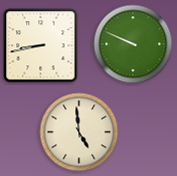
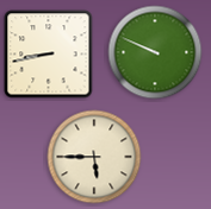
clock at (133, 44) position: (133, 44) -> (155, 52)
clock at (79, 132): 4:59 -> 5:45
